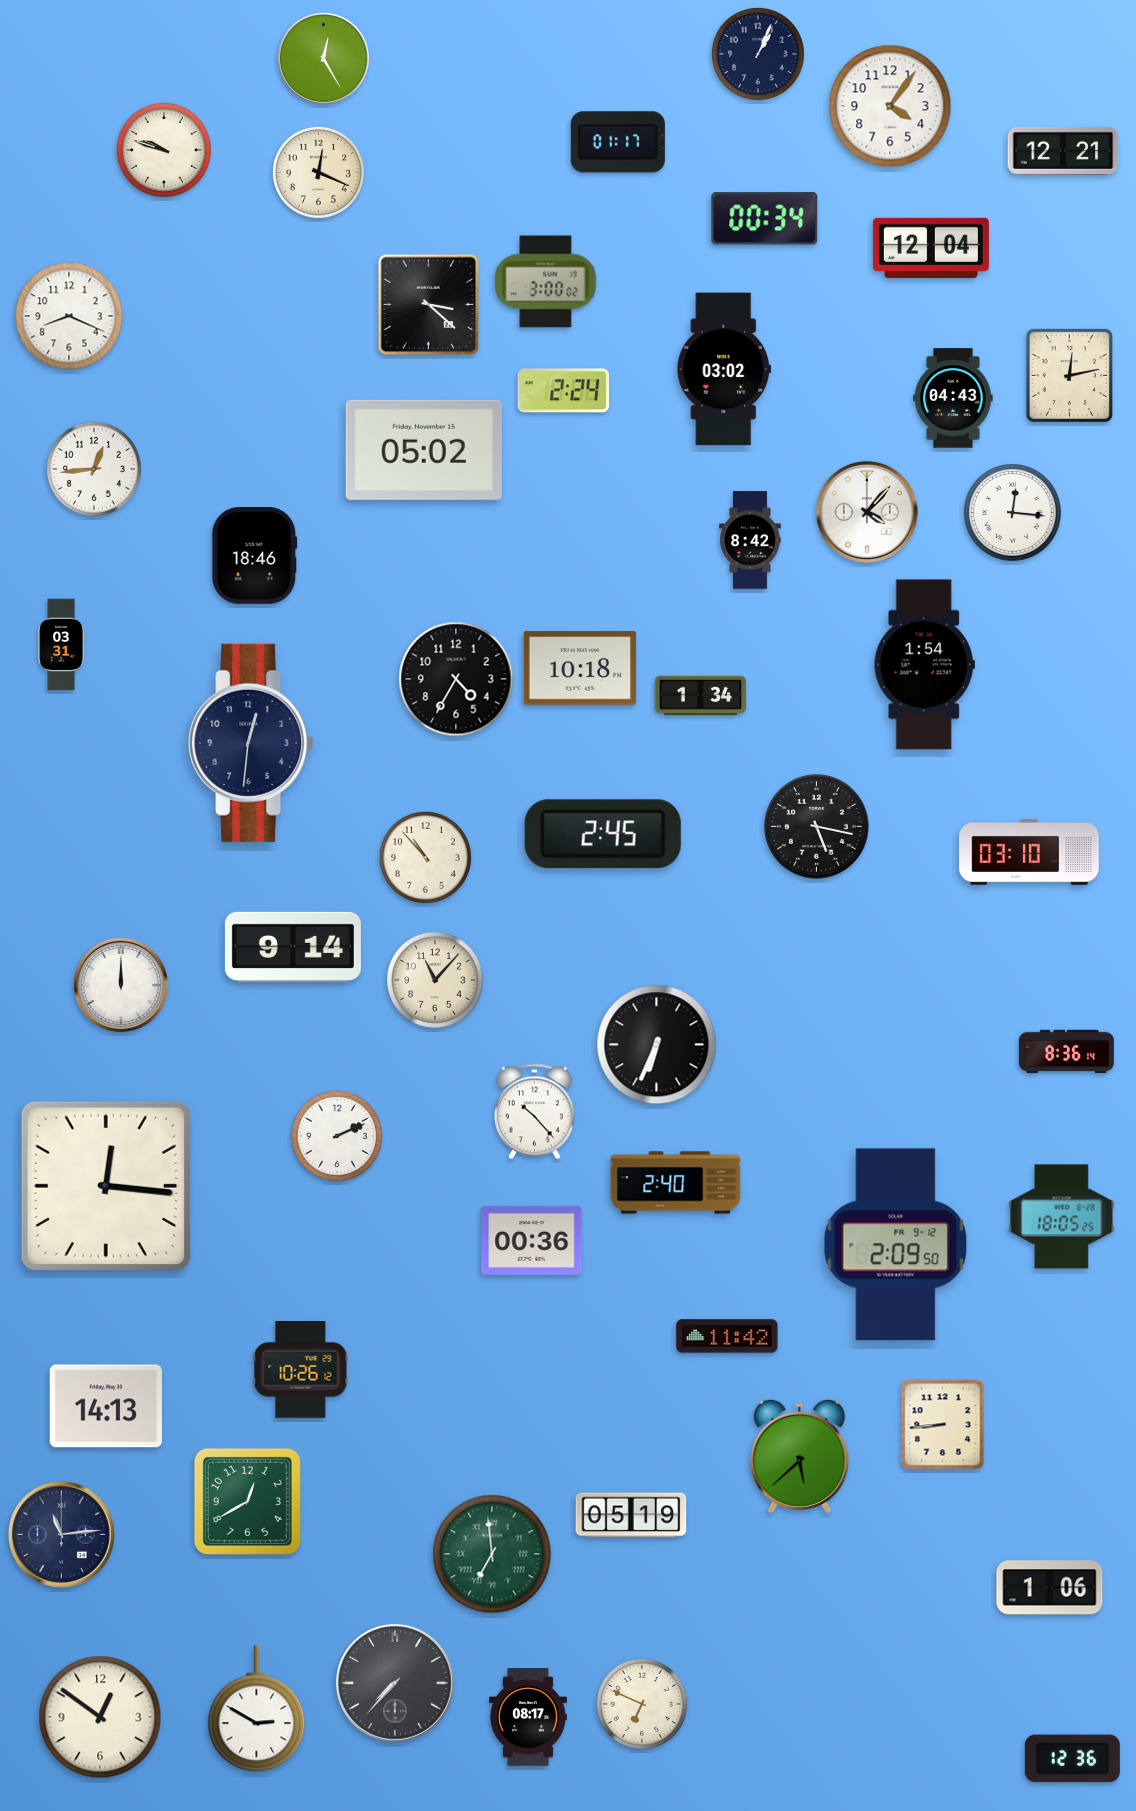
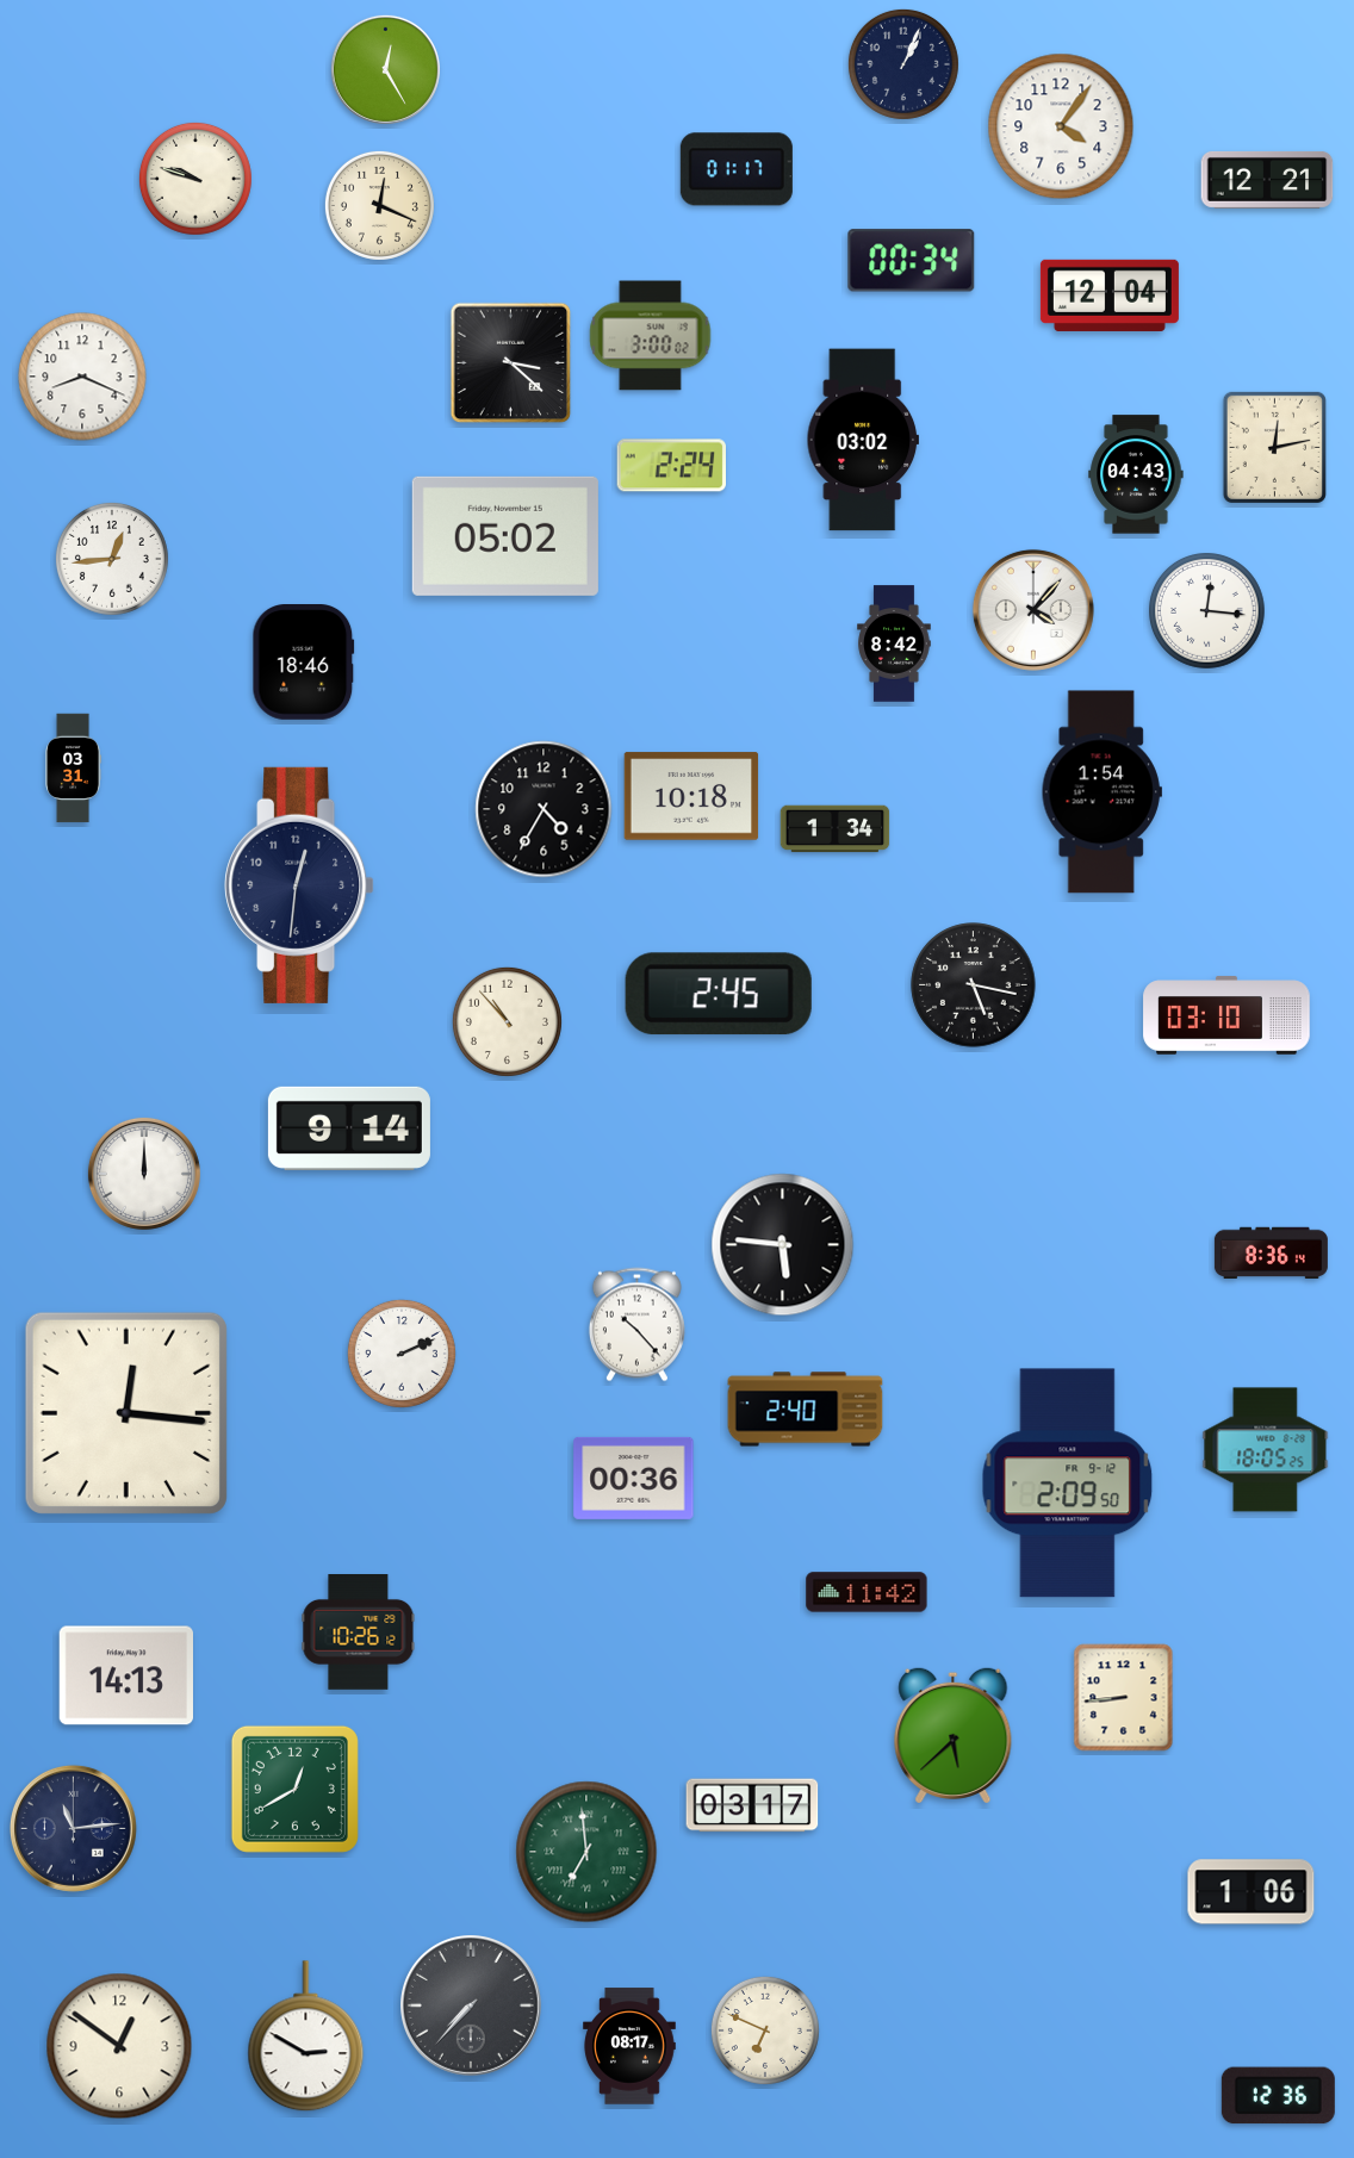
clock at (435, 980): 11:07 -> none
clock at (657, 1045): 6:34 -> 5:46
clock at (631, 1515): 05:19 -> 03:17
